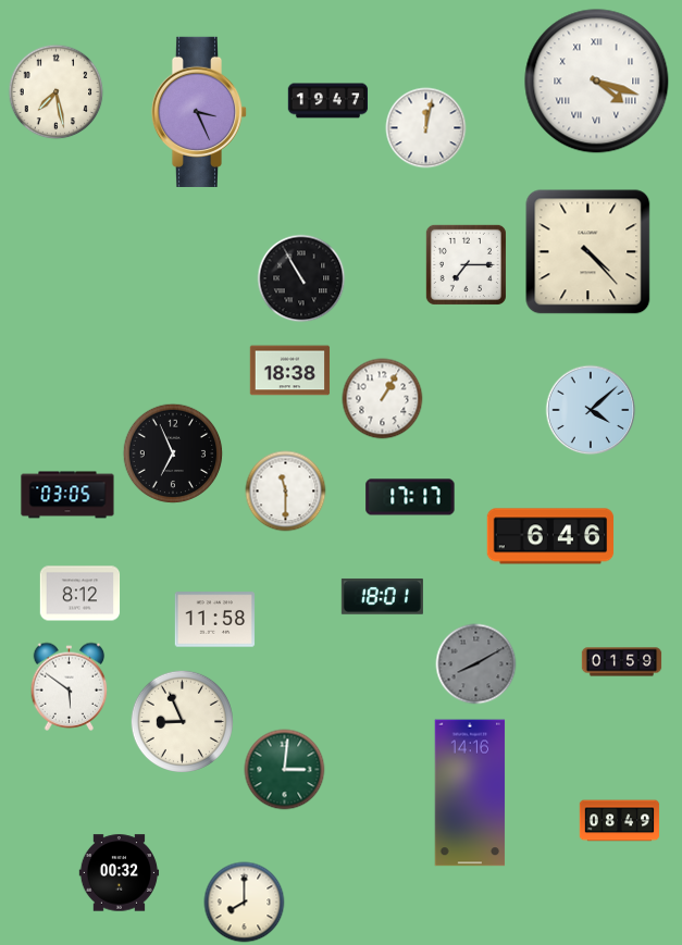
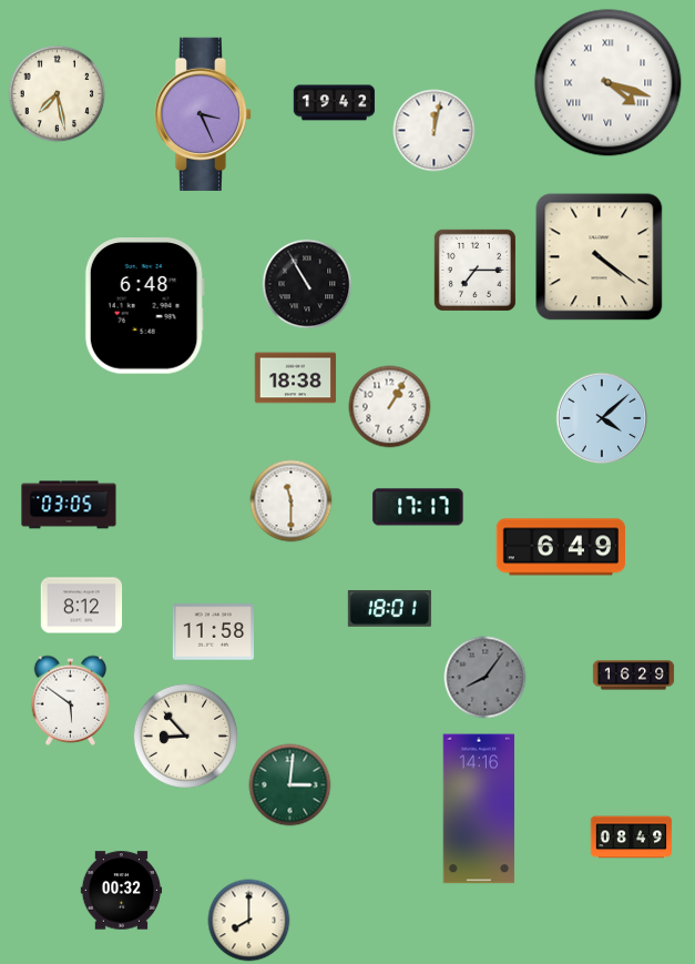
clock at (328, 101): 19:47 -> 19:42
clock at (588, 252): 4:23 -> 4:21
clock at (144, 306): none -> 6:48
clock at (173, 453): 6:56 -> none
clock at (550, 536): 6:46 -> 6:49
clock at (215, 620) position: (215, 620) -> (214, 632)
clock at (622, 662): 01:59 -> 16:29
clock at (476, 664): 8:10 -> 8:06
clock at (182, 721): 8:56 -> 8:53
